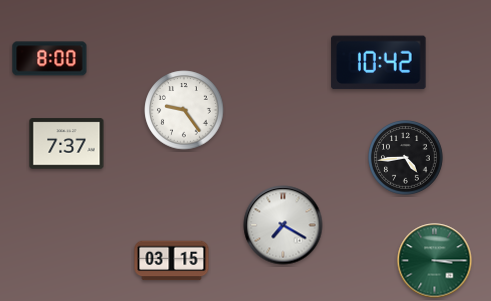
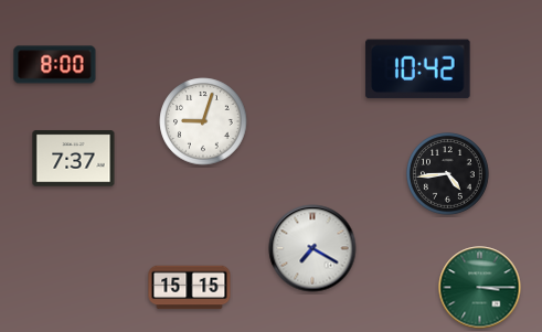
clock at (184, 110): 9:24 -> 9:03
clock at (172, 261): 03:15 -> 15:15
